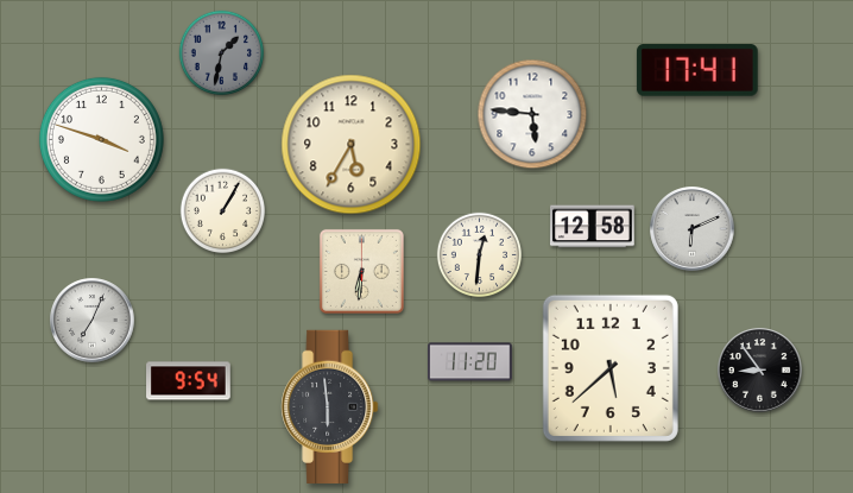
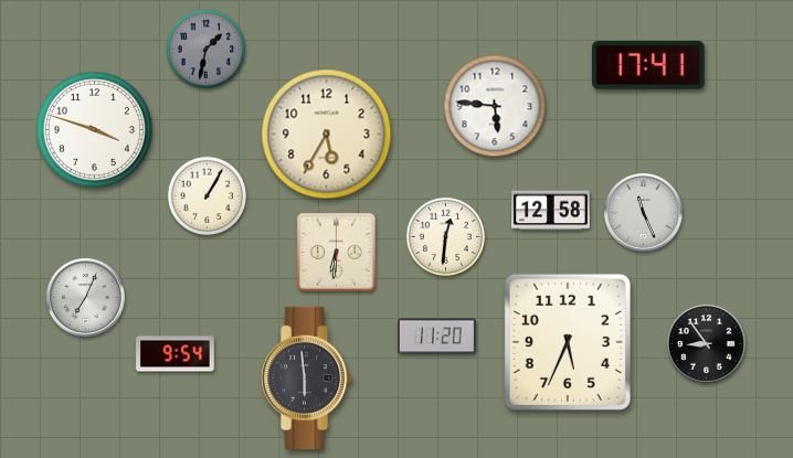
clock at (693, 229): 6:11 -> 11:26
clock at (611, 368): 5:38 -> 5:34
